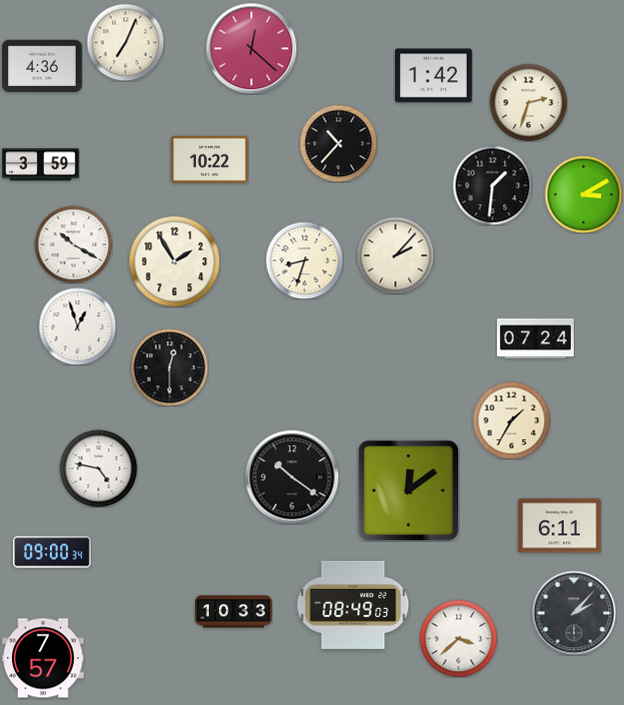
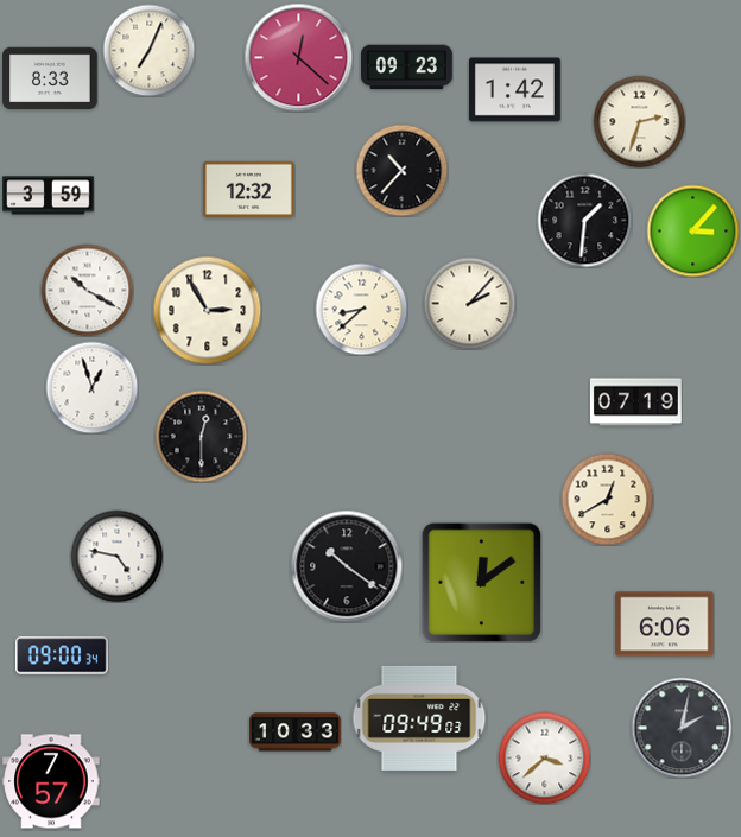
clock at (407, 68): none -> 09:23
clock at (42, 66): 4:36 -> 8:33
clock at (528, 102) position: (528, 102) -> (639, 121)
clock at (209, 159): 10:22 -> 12:32
clock at (583, 194): 3:10 -> 3:07
clock at (304, 260): 8:33 -> 8:38
clock at (174, 261): 1:55 -> 2:55
clock at (536, 339): 07:24 -> 07:19
clock at (511, 420): 1:35 -> 12:40
clock at (408, 490) position: (408, 490) -> (481, 582)
clock at (560, 526): 6:11 -> 6:06
clock at (353, 605): 08:49 -> 09:49
clock at (234, 612) position: (234, 612) -> (296, 733)
clock at (574, 613): 2:07 -> 2:02
